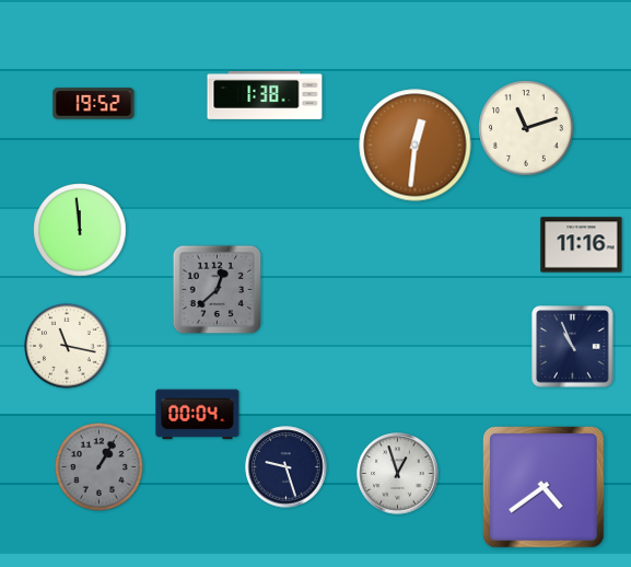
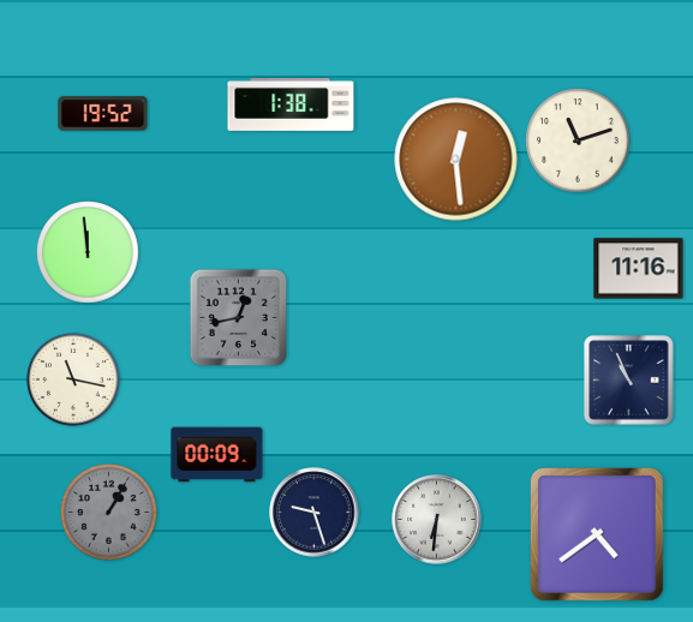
clock at (416, 146): 12:31 -> 12:29
clock at (218, 290): 12:38 -> 12:43
clock at (198, 415): 00:04 -> 00:09
clock at (398, 474): 12:57 -> 6:31
